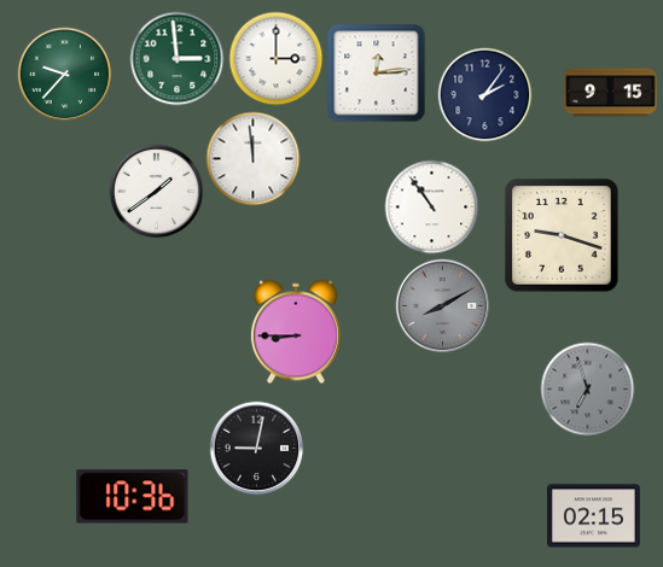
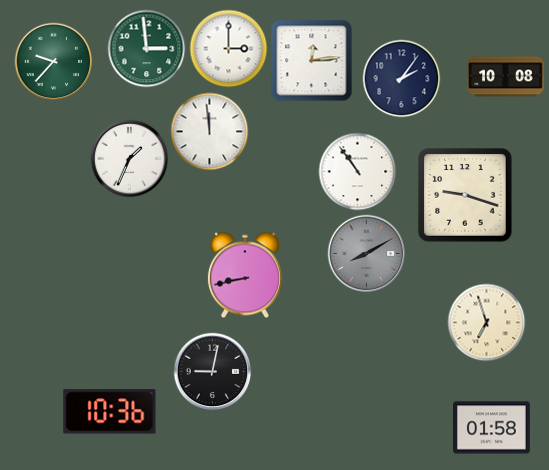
clock at (611, 93): 9:15 -> 10:08
clock at (156, 191): 1:39 -> 1:34
clock at (296, 332): 8:45 -> 8:43
clock at (587, 388) dial: grey -> cream
clock at (594, 516): 02:15 -> 01:58
